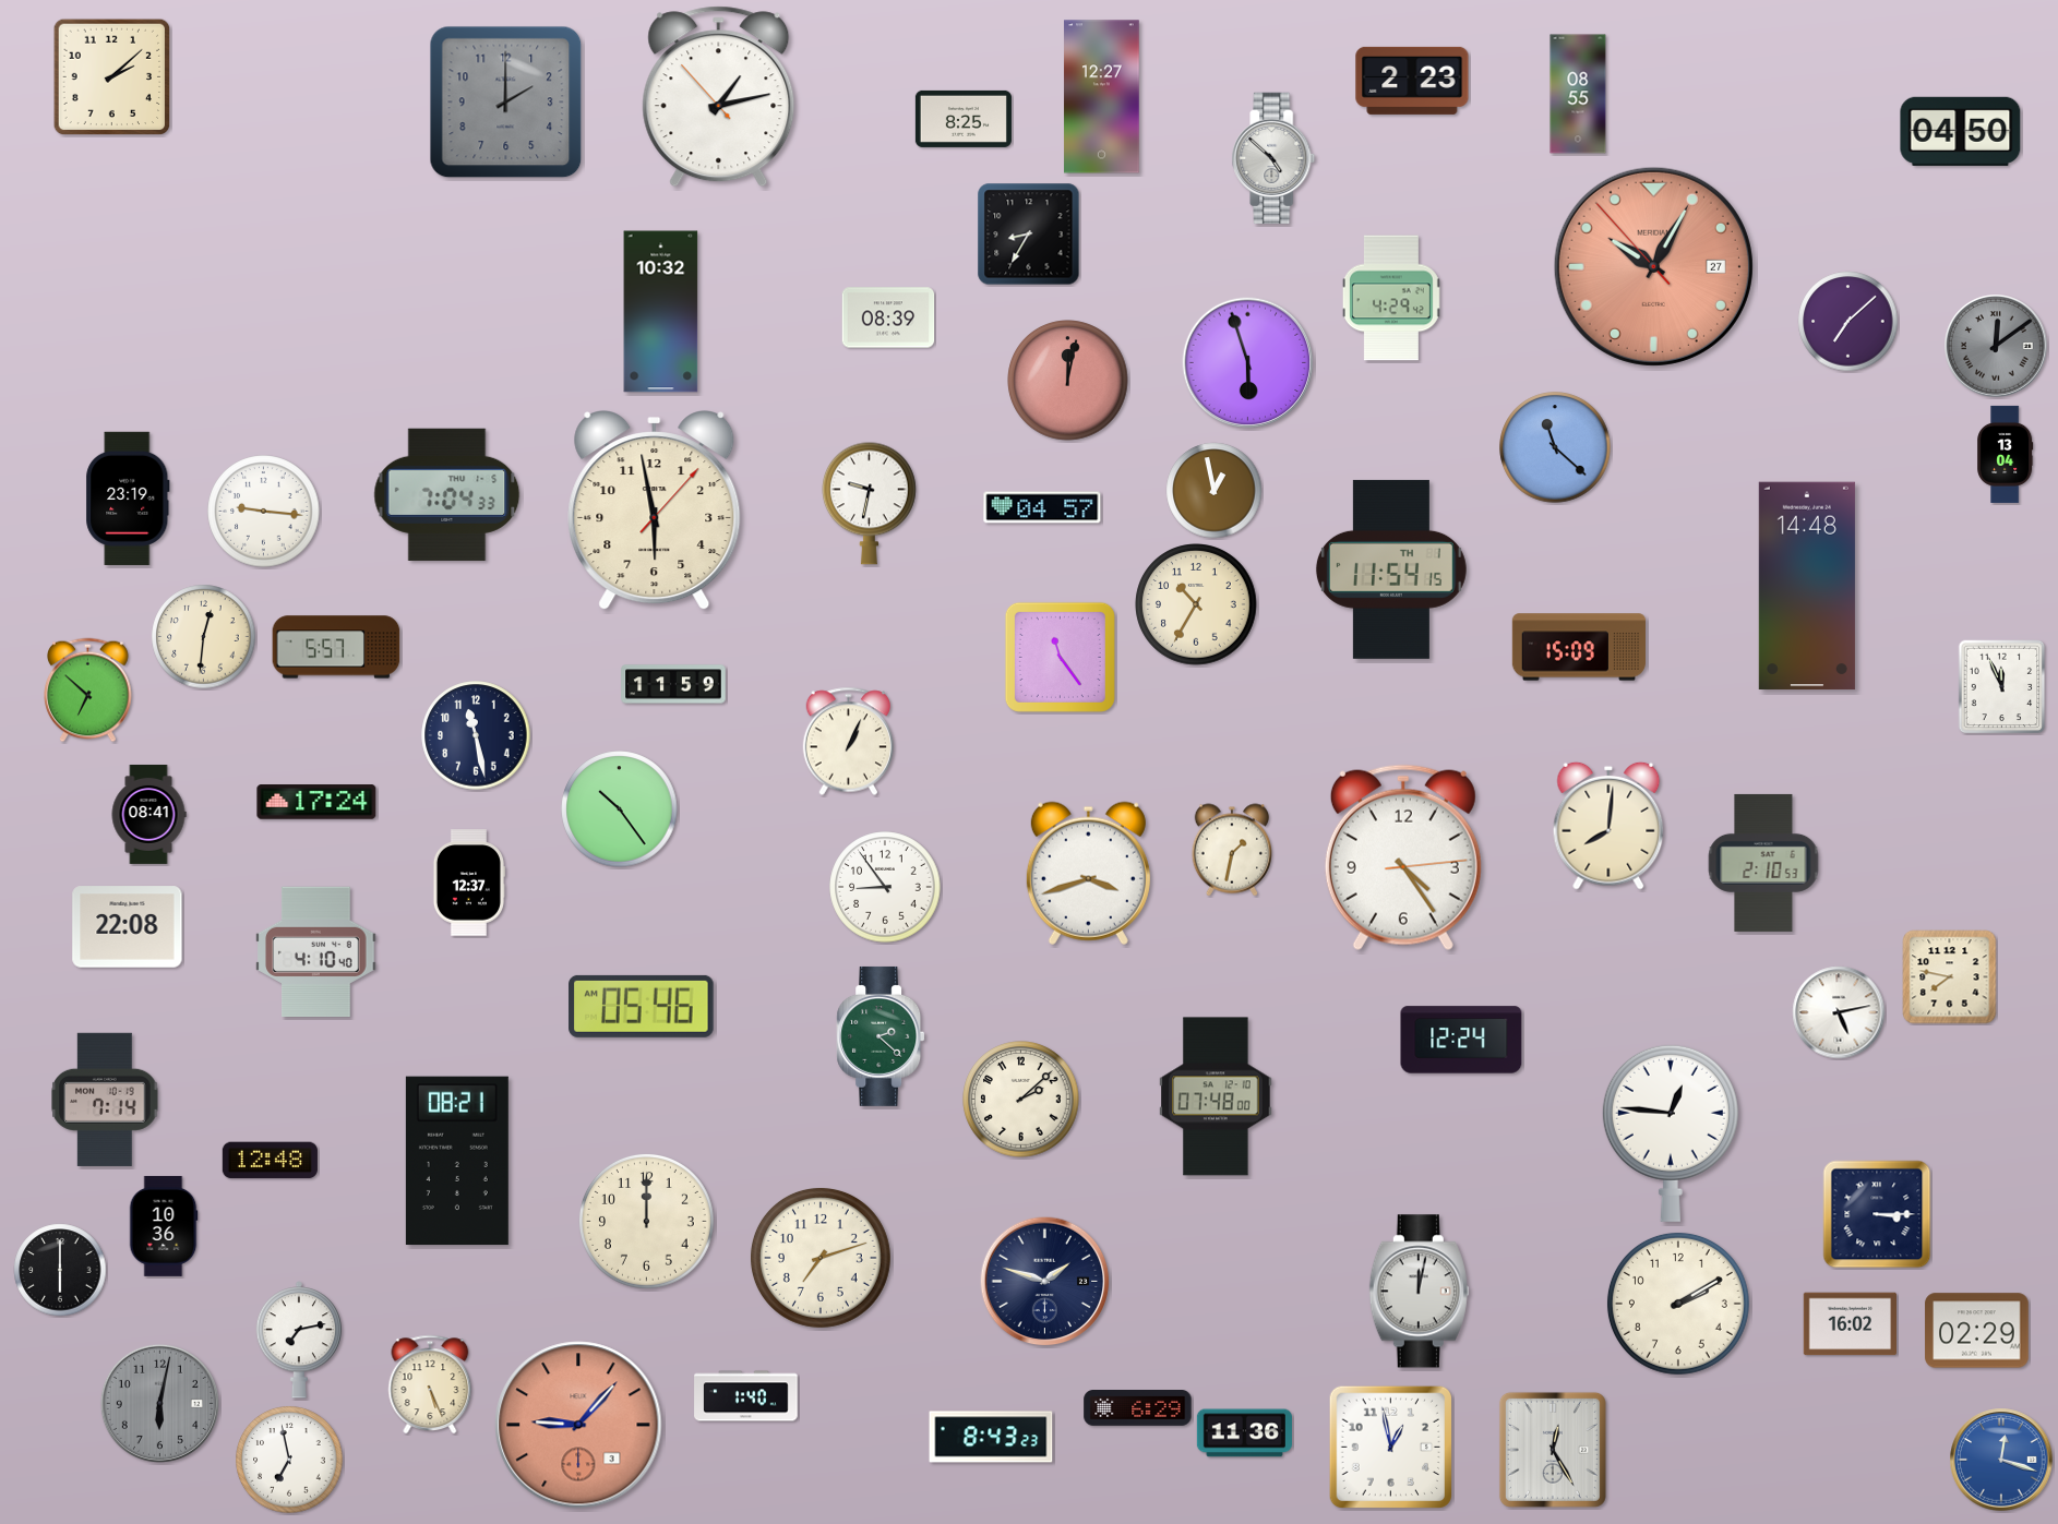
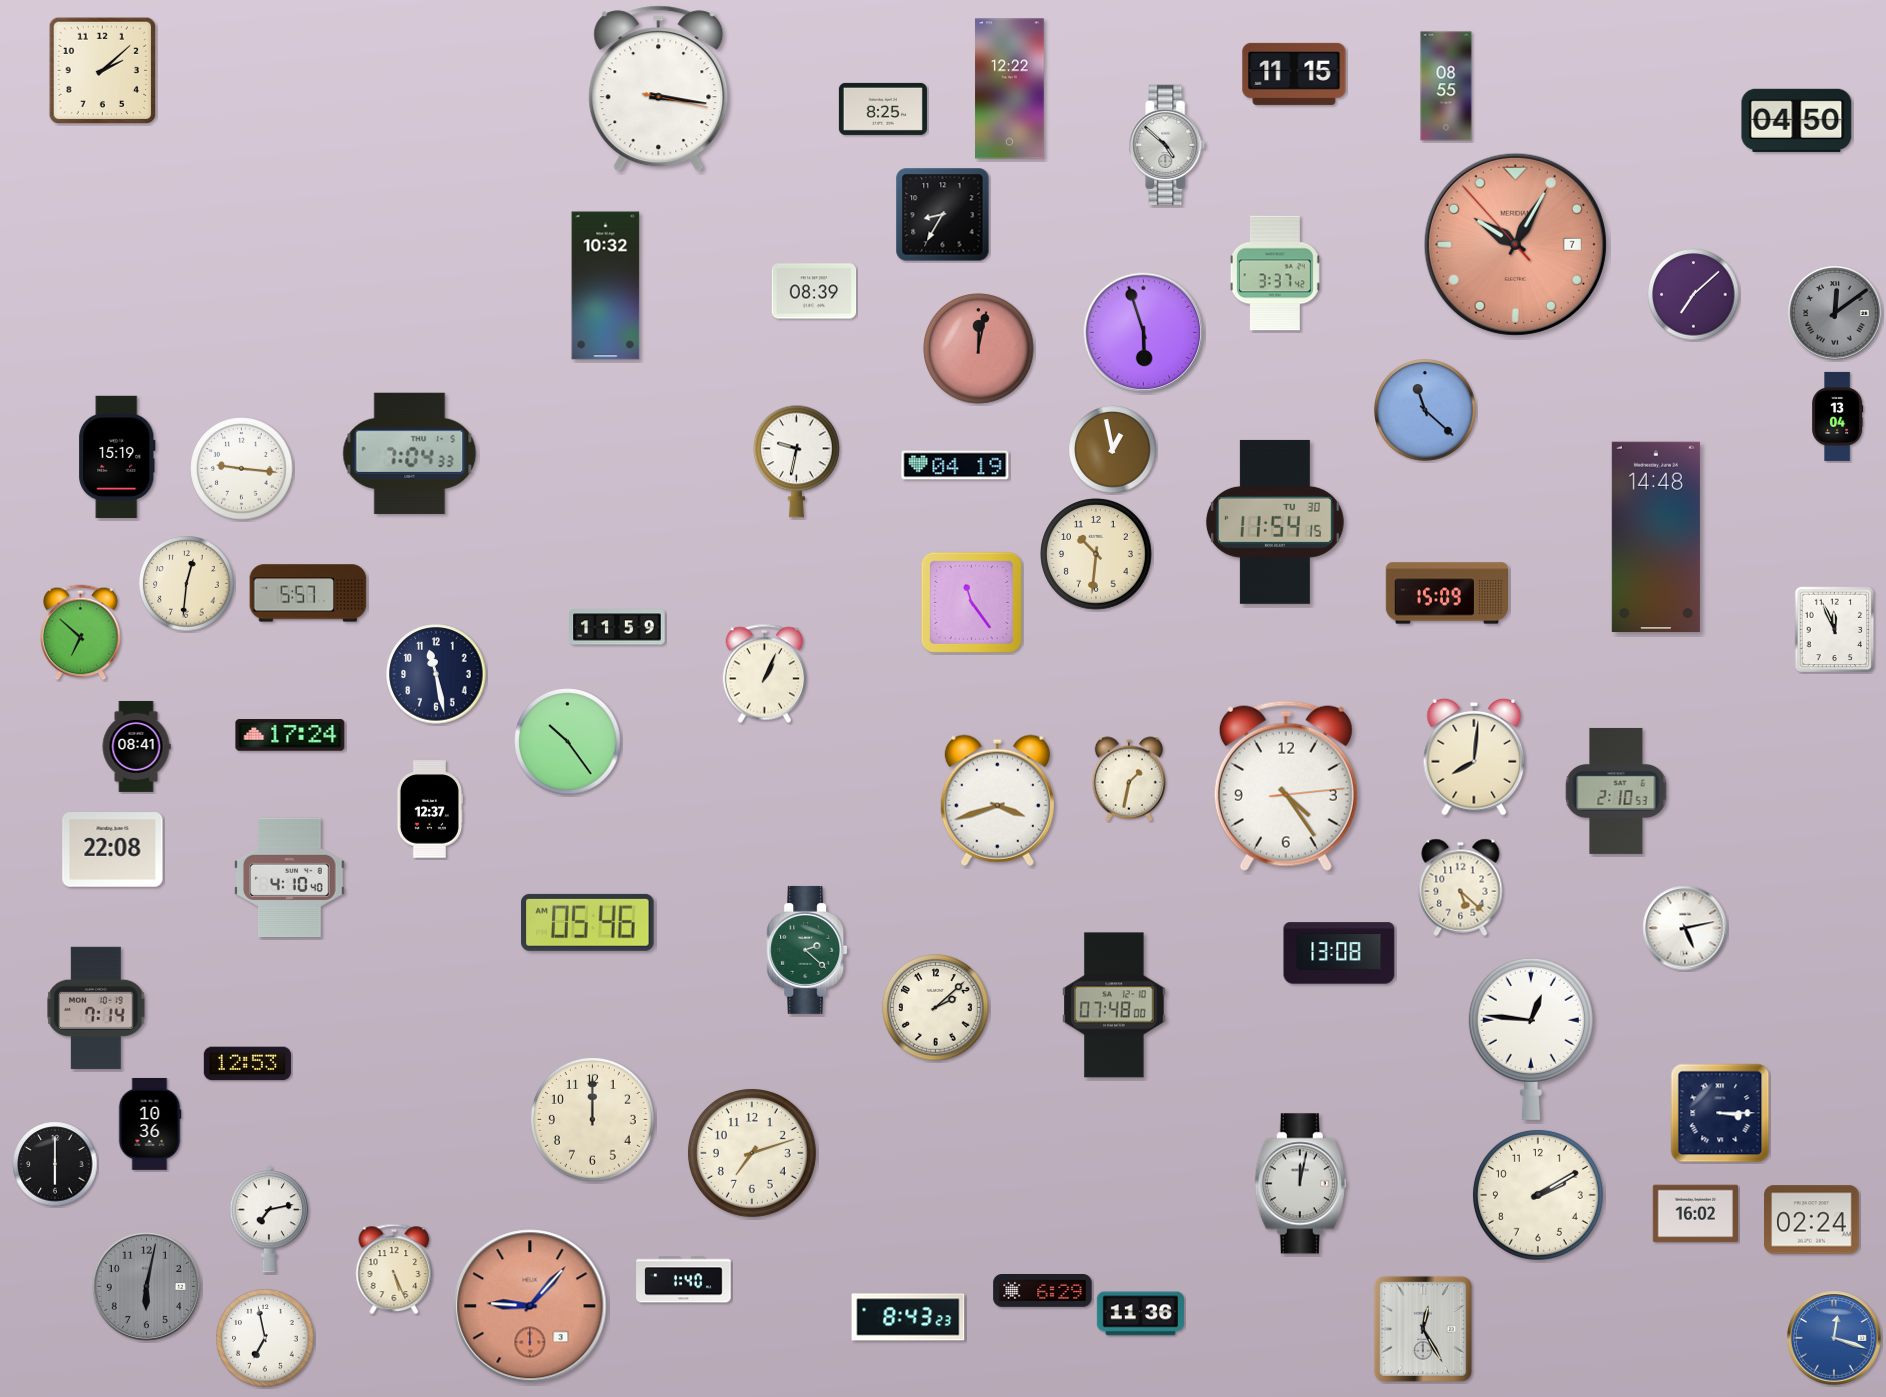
clock at (1412, 81): 2:23 -> 11:15
clock at (719, 97): 1:12 -> 3:16
clock at (1102, 97): 12:27 -> 12:22
clock at (506, 103): 2:00 -> none
clock at (1653, 266) date: 27 -> 7
clock at (1391, 298): 4:29 -> 3:37
clock at (1996, 346) position: (1996, 346) -> (1835, 313)
clock at (128, 499): 23:19 -> 15:19
clock at (1042, 507): 04:57 -> 04:19
clock at (655, 511): 5:58 -> none
clock at (1391, 569) date: TH 1 -> TU 30
clock at (1196, 604): 10:35 -> 10:31
clock at (849, 742) position: (849, 742) -> (765, 674)
clock at (885, 887): 8:54 -> none
clock at (128, 927) position: (128, 927) -> (113, 850)
clock at (316, 952) position: (316, 952) -> (290, 878)
clock at (1461, 887): none -> 5:22
clock at (1950, 977): 7:47 -> none
clock at (1461, 1040): 12:24 -> 13:08
clock at (270, 1161): 12:48 -> 12:53
clock at (457, 1161): 08:21 -> none
clock at (1045, 1282): 1:48 -> none
clock at (1977, 1331): 02:29 -> 02:24
clock at (298, 1340) position: (298, 1340) -> (268, 1219)
clock at (1390, 1447): 12:58 -> none
